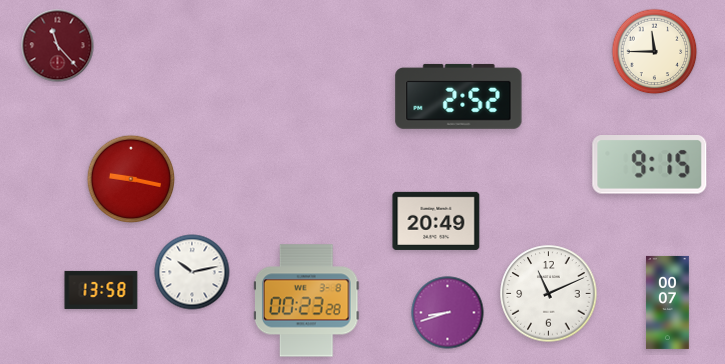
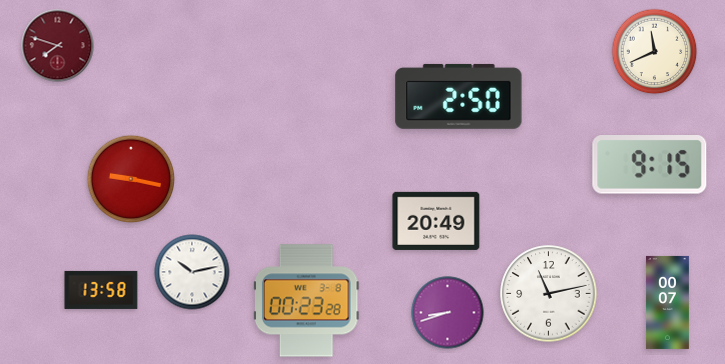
clock at (58, 46): 11:23 -> 7:48
clock at (655, 52): 11:45 -> 11:41
clock at (459, 96): 2:52 -> 2:50
clock at (549, 294): 11:11 -> 11:13
